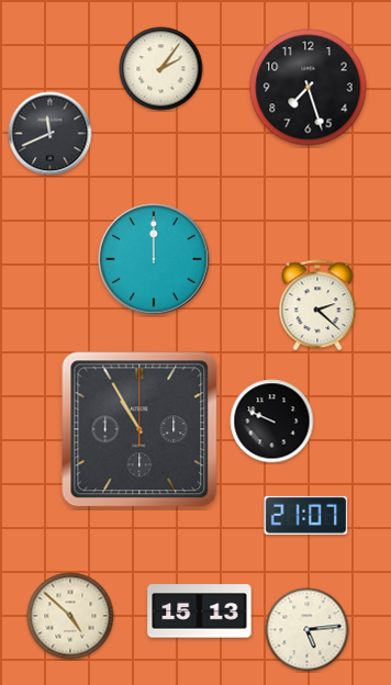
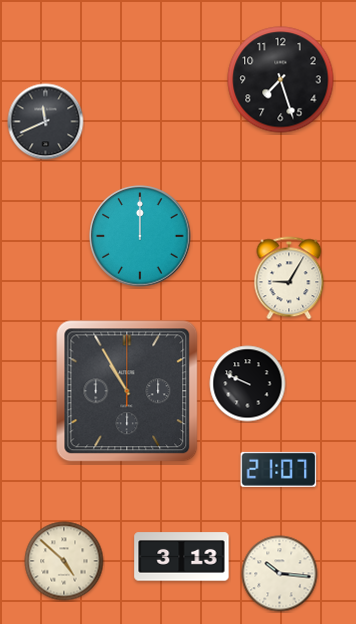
clock at (161, 69): 2:06 -> none
clock at (317, 305): 2:22 -> 9:05
clock at (200, 611): 15:13 -> 3:13
clock at (308, 630): 5:14 -> 10:16
